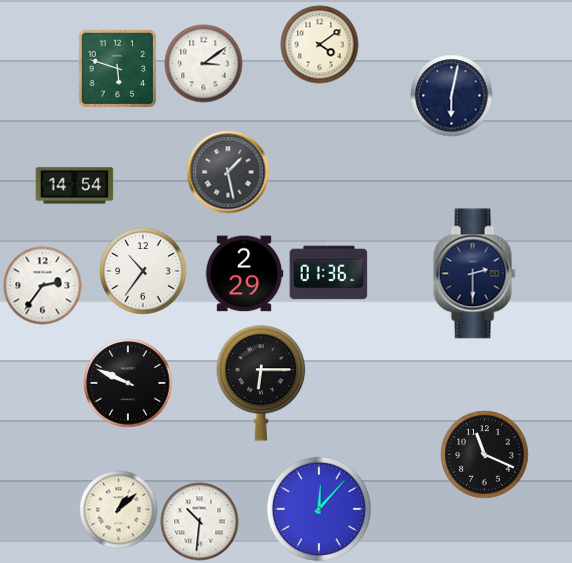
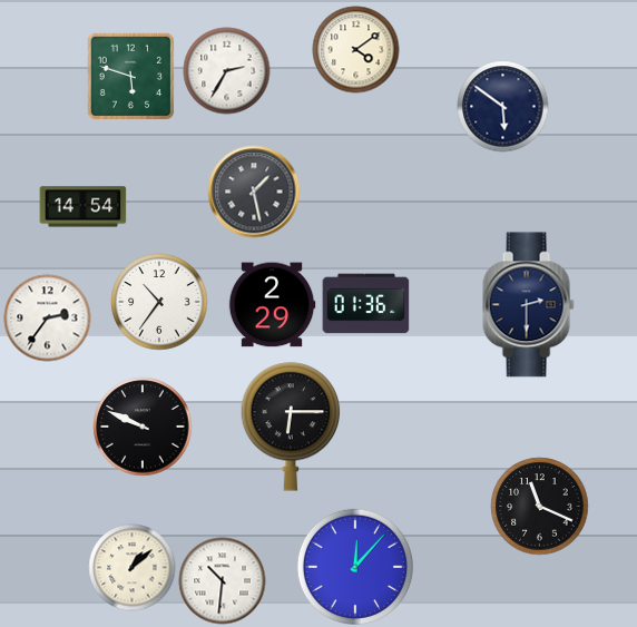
clock at (203, 63): 3:09 -> 2:35
clock at (451, 95): 6:02 -> 5:51
